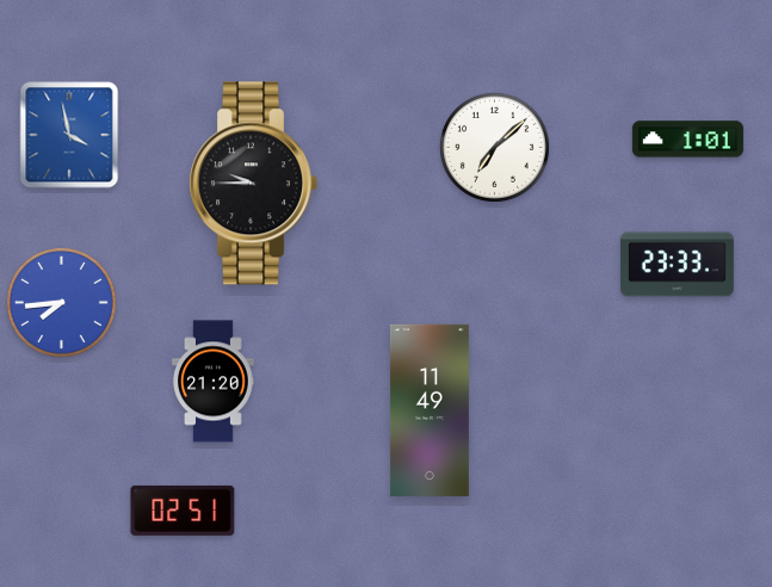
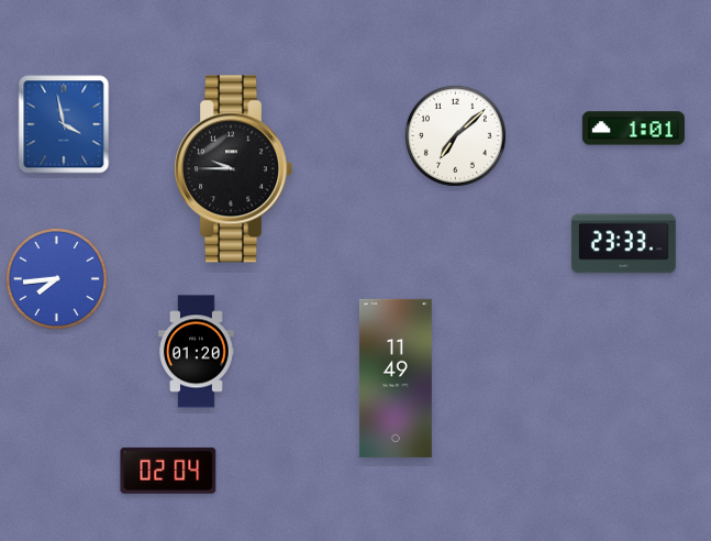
clock at (214, 382): 21:20 -> 01:20
clock at (183, 511): 02:51 -> 02:04
